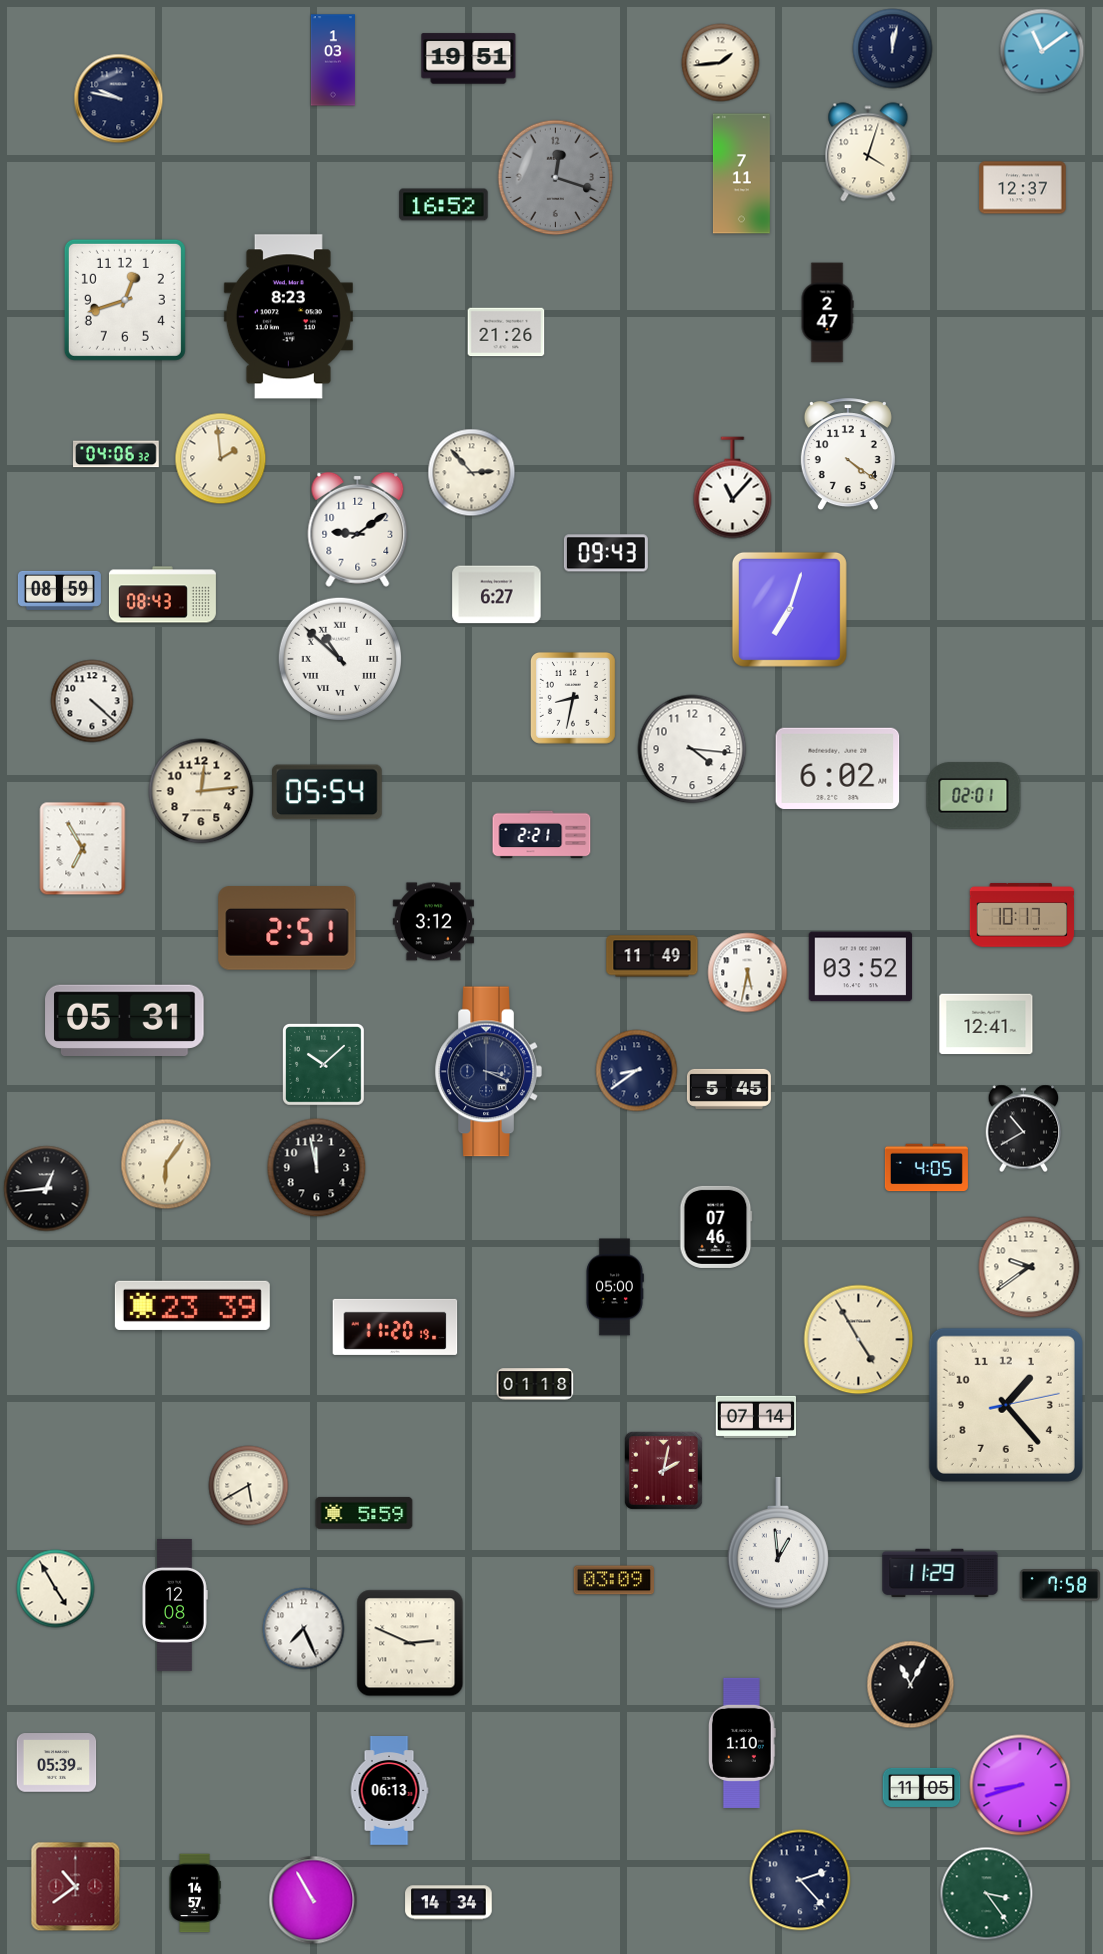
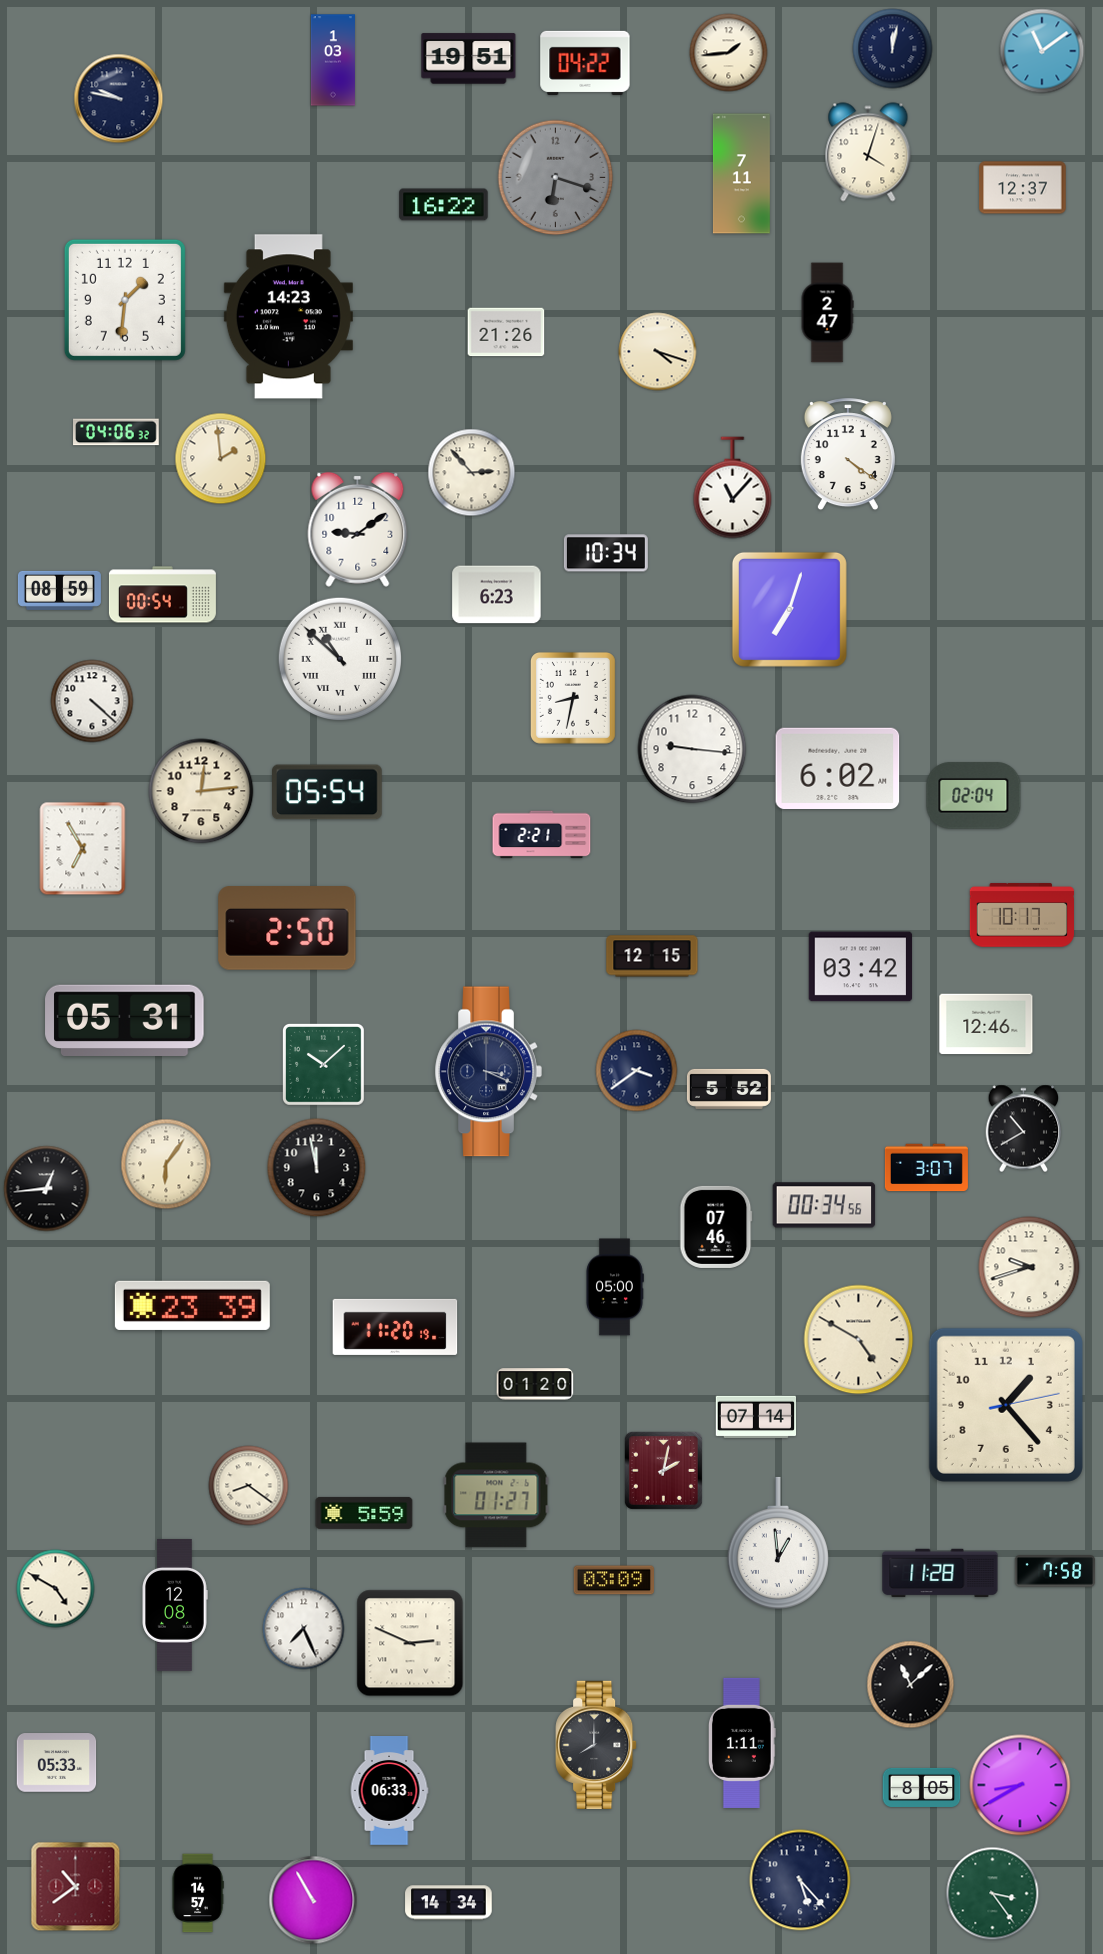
clock at (585, 63): none -> 04:22
clock at (721, 63) position: (721, 63) -> (729, 53)
clock at (556, 178): 12:18 -> 6:18
clock at (444, 205): 16:52 -> 16:22
clock at (125, 300): 12:42 -> 1:31
clock at (288, 317): 8:23 -> 14:23
clock at (658, 352): none -> 4:18
clock at (117, 454) position: (117, 454) -> (117, 432)
clock at (606, 553): 09:43 -> 10:34
clock at (162, 595): 08:43 -> 00:54
clock at (497, 595): 6:27 -> 6:23
clock at (692, 749): 4:16 -> 9:16
clock at (974, 796): 02:01 -> 02:04
clock at (433, 922): 3:12 -> none
clock at (287, 928): 2:51 -> 2:50
clock at (652, 956): 11:49 -> 12:15
clock at (861, 967): 03:52 -> 03:42
clock at (748, 973): 5:32 -> none
clock at (986, 1024): 12:41 -> 12:46
clock at (637, 1071): 8:39 -> 3:39
clock at (729, 1089): 5:45 -> 5:52
clock at (926, 1168): 4:05 -> 3:07
clock at (824, 1205): none -> 00:34
clock at (1029, 1267): 9:39 -> 9:42
clock at (859, 1340): 4:55 -> 4:50
clock at (535, 1384): 01:18 -> 01:20
clock at (249, 1486): 5:40 -> 8:21
clock at (496, 1495): none -> 01:27
clock at (940, 1573): 11:29 -> 11:28
clock at (1060, 1585) position: (1060, 1585) -> (1055, 1571)
clock at (56, 1589): 4:55 -> 4:50
clock at (911, 1685): 11:05 -> 11:08
clock at (743, 1743): 1:10 -> 1:11
clock at (596, 1745): none -> 8:00
clock at (57, 1763): 05:39 -> 05:33
clock at (1020, 1785): 8:42 -> 8:40
clock at (922, 1787): 11:05 -> 8:05
clock at (389, 1791): 06:13 -> 06:33
clock at (800, 1880): 2:23 -> 5:23
clock at (195, 1893) position: (195, 1893) -> (198, 1893)
clock at (987, 1894) position: (987, 1894) -> (993, 1894)
